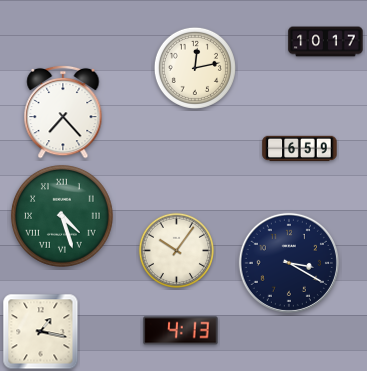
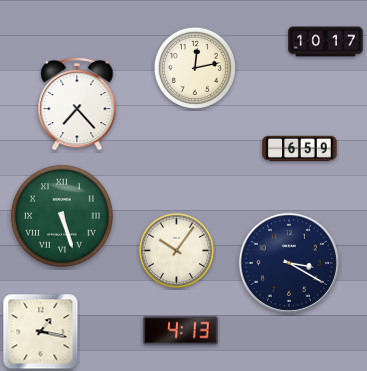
clock at (63, 112) position: (63, 112) -> (77, 104)
clock at (62, 216): 4:27 -> 5:27
